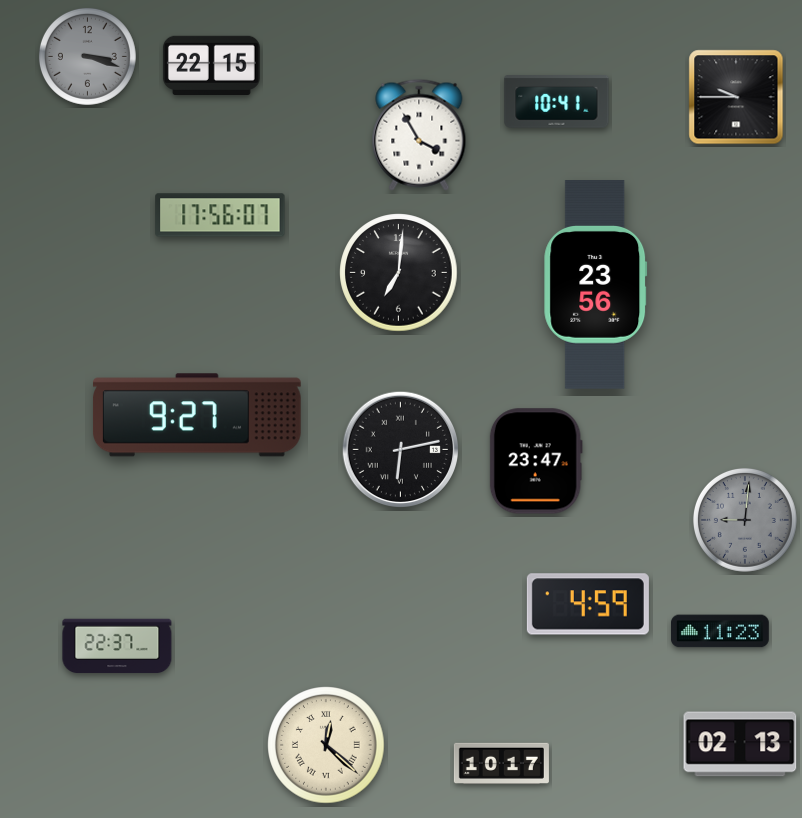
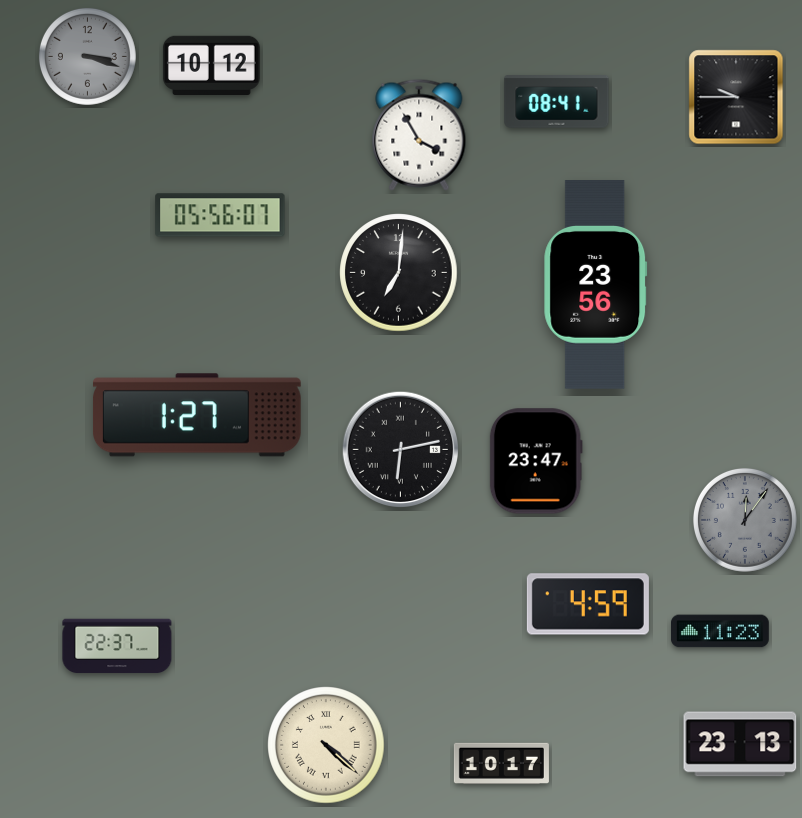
clock at (211, 65): 22:15 -> 10:12
clock at (557, 102): 10:41 -> 08:41
clock at (220, 215): 17:56 -> 05:56
clock at (197, 415): 9:27 -> 1:27
clock at (745, 520): 9:01 -> 12:06
clock at (740, 744): 02:13 -> 23:13
clock at (326, 745): 12:22 -> 4:22
